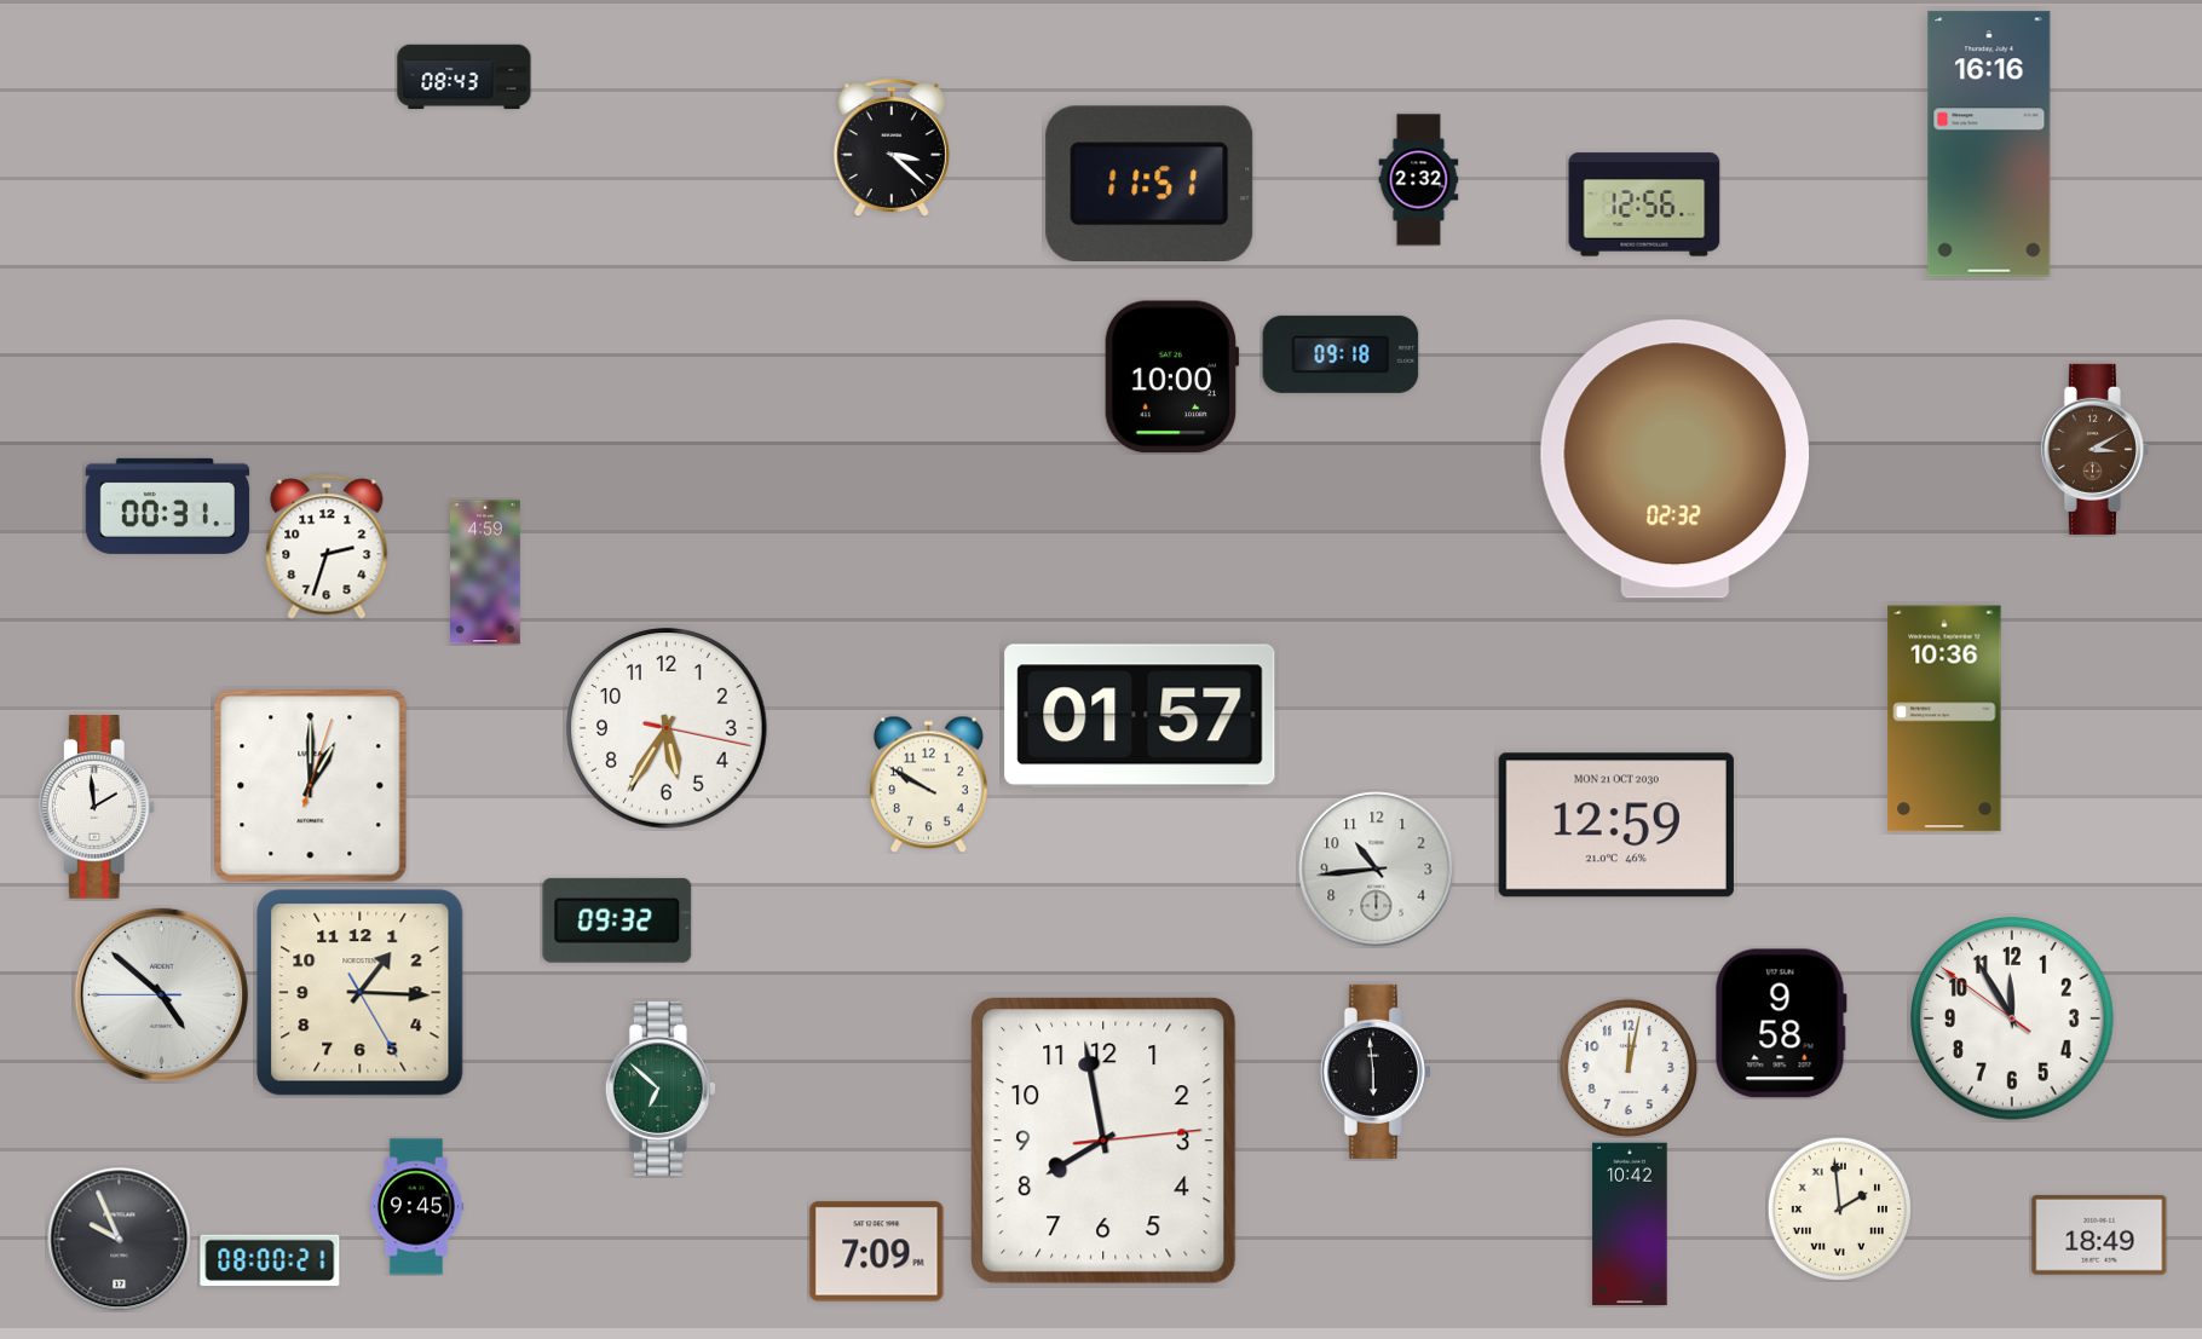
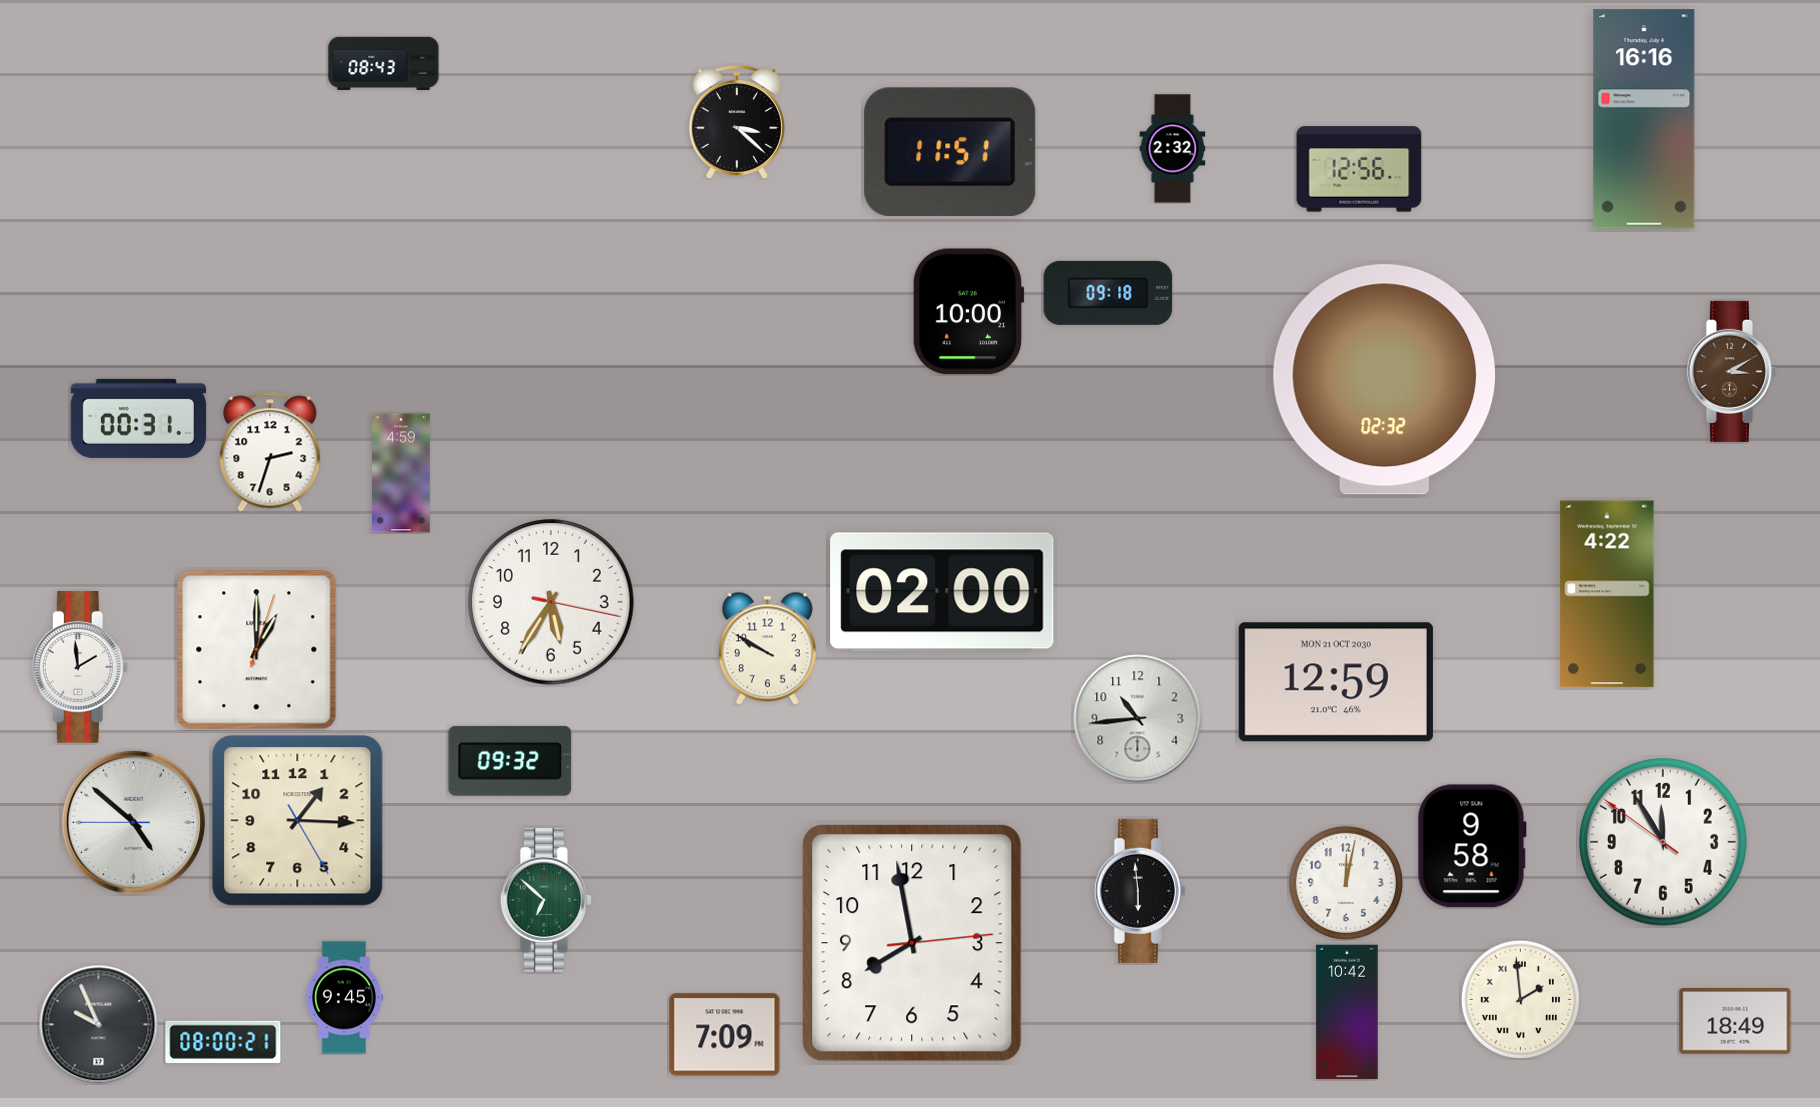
clock at (1140, 716): 01:57 -> 02:00
clock at (1944, 718): 10:36 -> 4:22
clock at (1376, 1072) position: (1376, 1072) -> (1140, 891)
